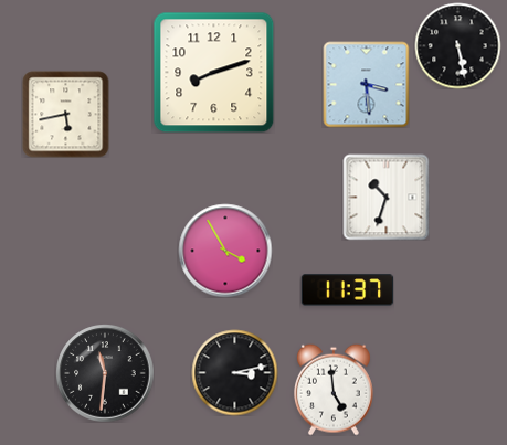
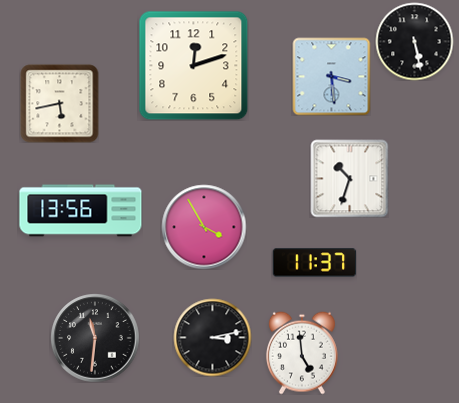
clock at (213, 72): 8:12 -> 12:12
clock at (81, 211): none -> 13:56
